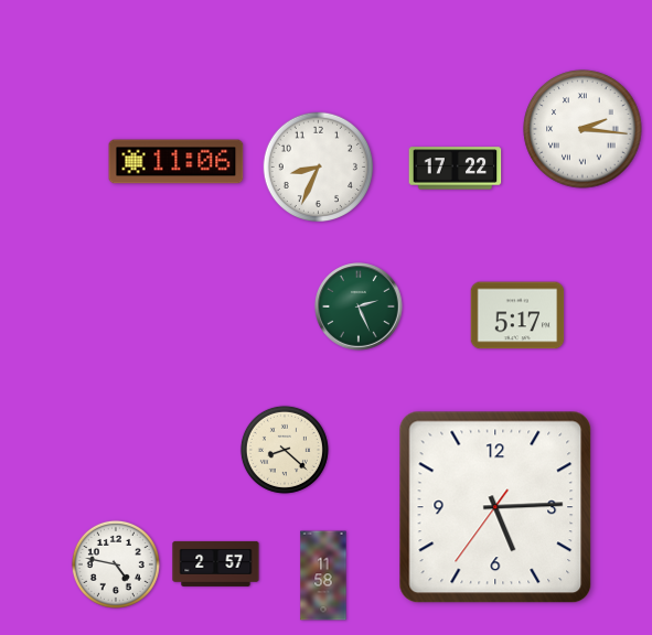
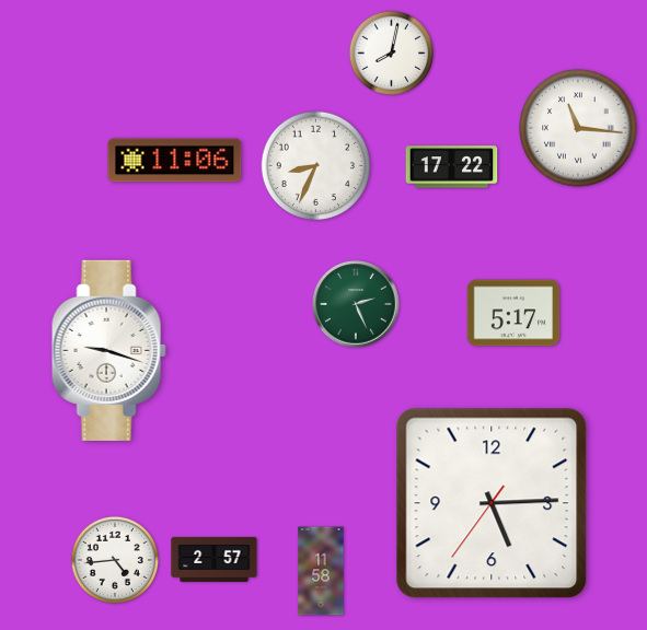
clock at (392, 54): none -> 8:02
clock at (582, 129): 2:16 -> 11:16
clock at (108, 350): none -> 9:18
clock at (285, 450): 8:22 -> none
clock at (116, 564): 4:47 -> 4:44
